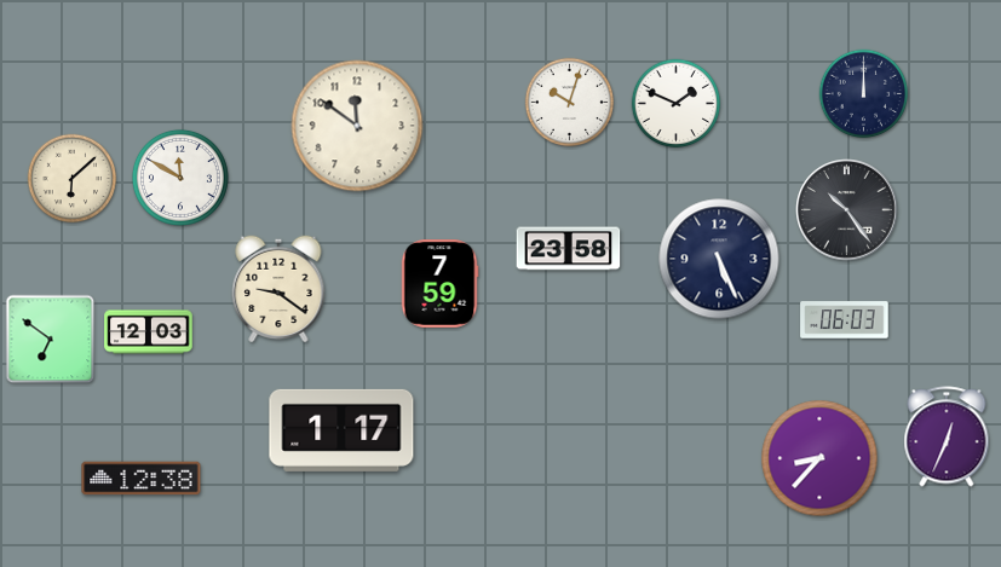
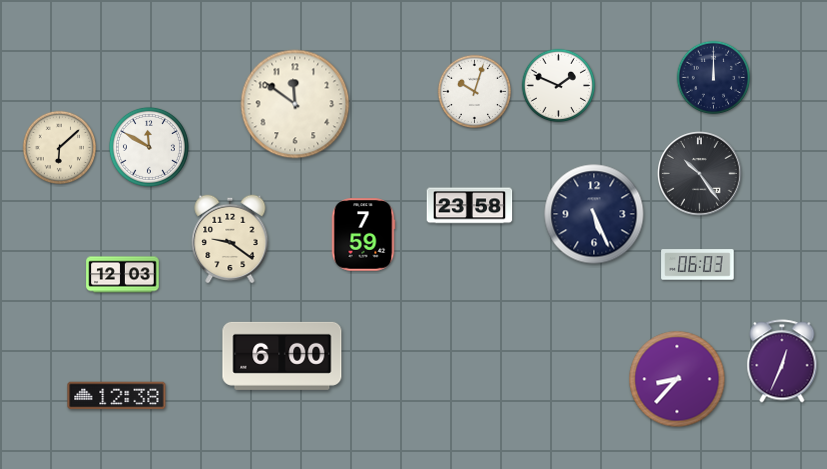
clock at (570, 103) position: (570, 103) -> (475, 92)
clock at (51, 340): 6:51 -> none
clock at (341, 430): 1:17 -> 6:00
